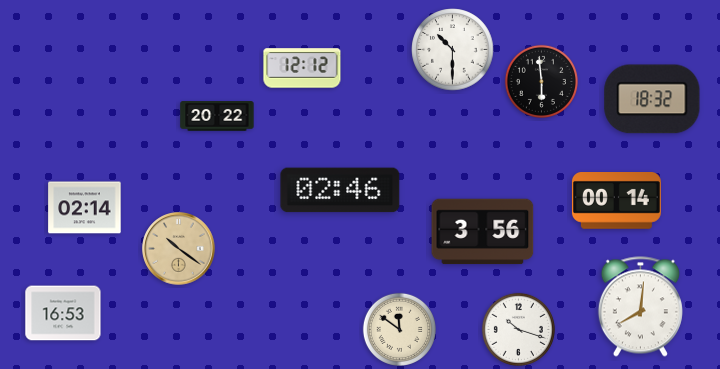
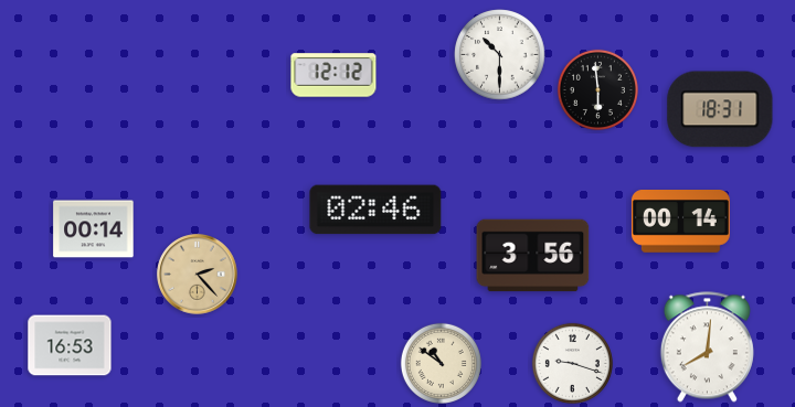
clock at (652, 99): 18:32 -> 18:31
clock at (217, 116): 20:22 -> none
clock at (85, 208): 02:14 -> 00:14
clock at (179, 249): 10:21 -> 2:23
clock at (640, 307) position: (640, 307) -> (707, 347)
clock at (399, 329): 11:51 -> 10:51
clock at (518, 329): 10:18 -> 9:18
